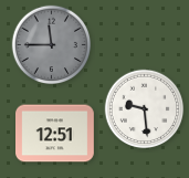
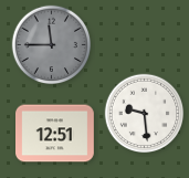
clock at (145, 109) position: (145, 109) -> (145, 114)
